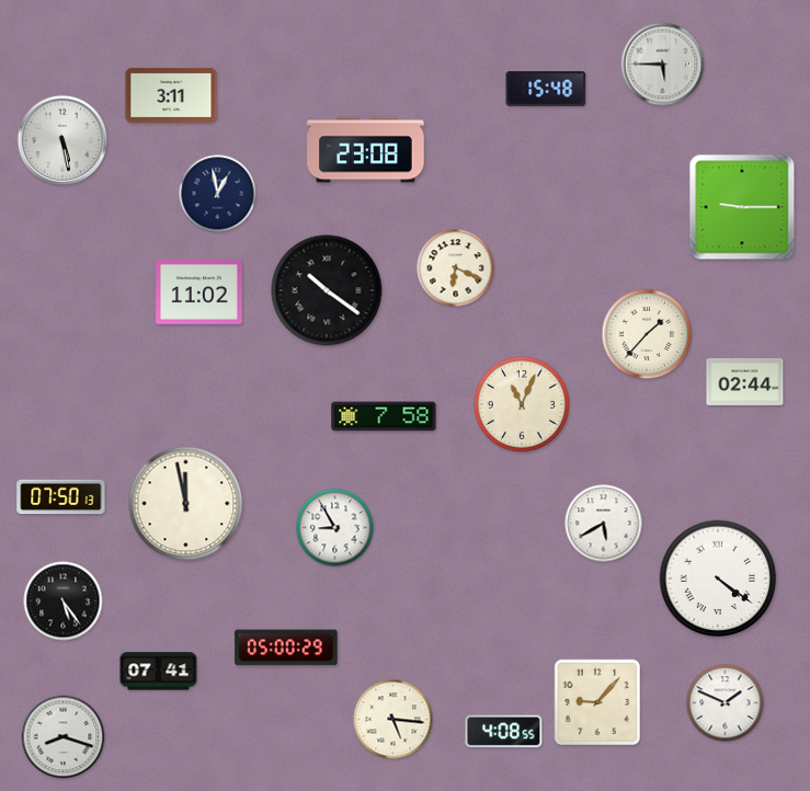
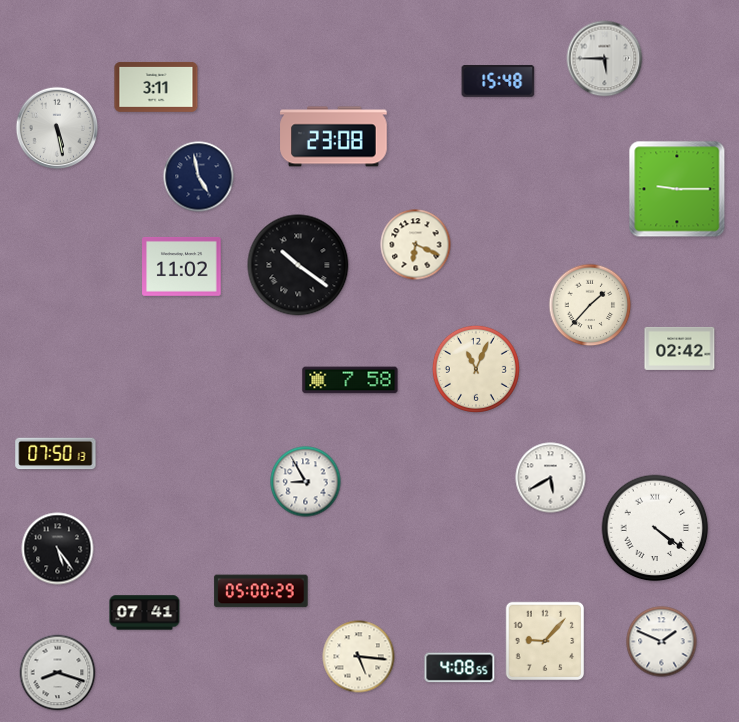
clock at (218, 194): 12:58 -> 4:58
clock at (745, 381): 02:44 -> 02:42
clock at (186, 504): 11:58 -> none
